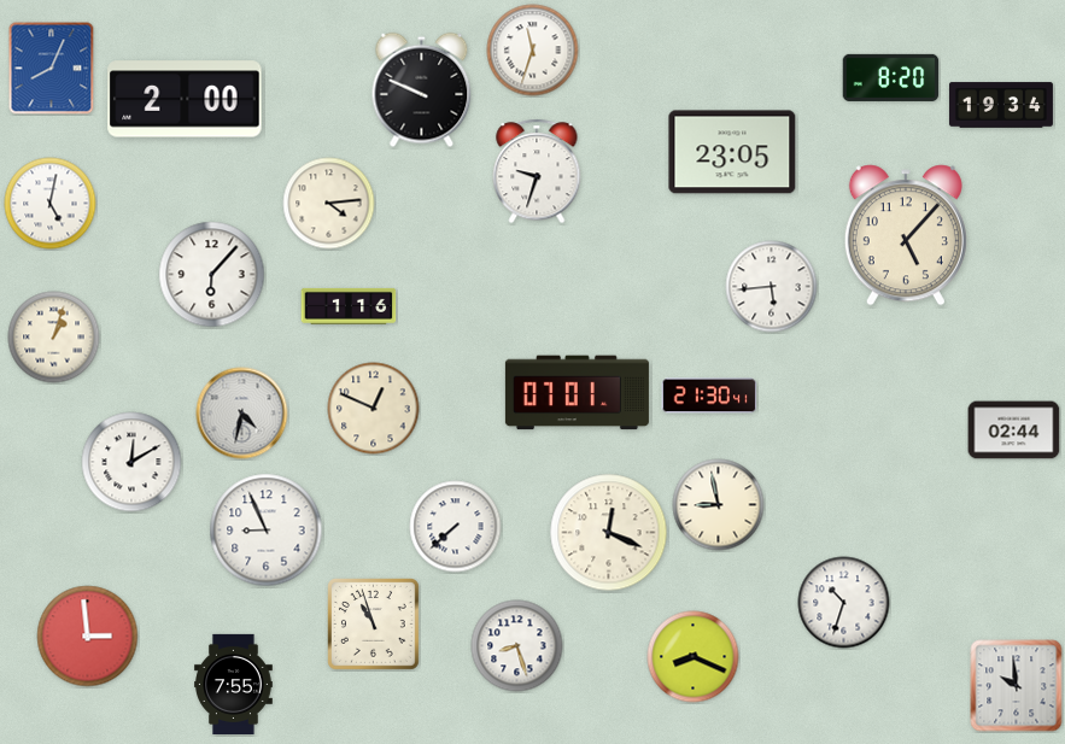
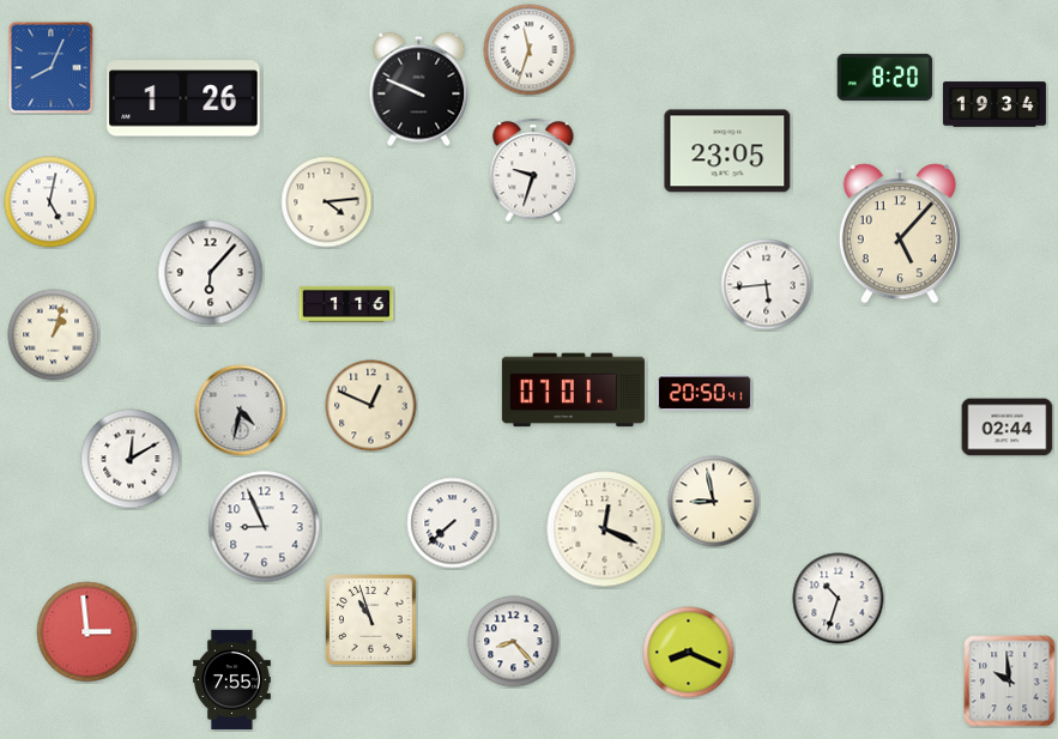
clock at (185, 99): 2:00 -> 1:26
clock at (709, 396): 21:30 -> 20:50
clock at (517, 646): 8:27 -> 8:23
